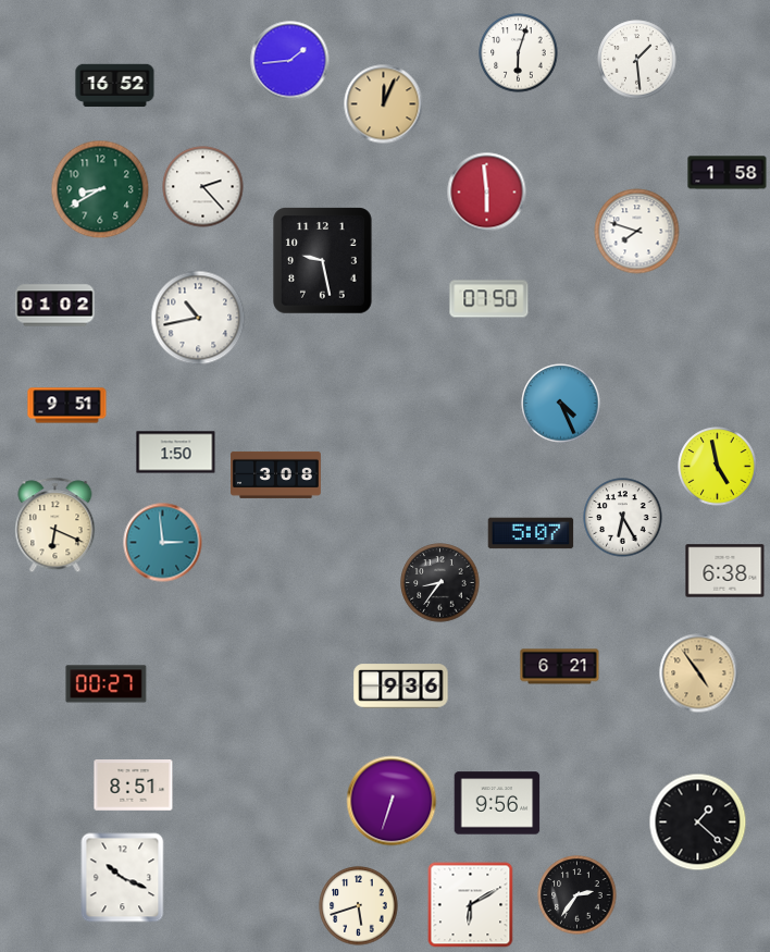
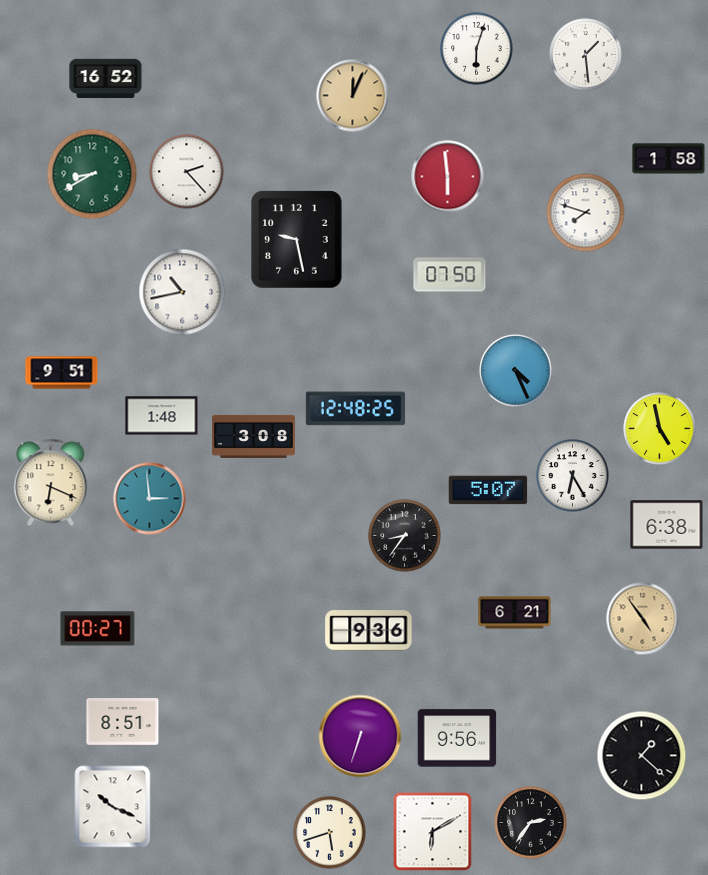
clock at (290, 61): 1:44 -> none
clock at (55, 306): 01:02 -> none
clock at (355, 409): none -> 12:48
clock at (176, 453): 1:50 -> 1:48
